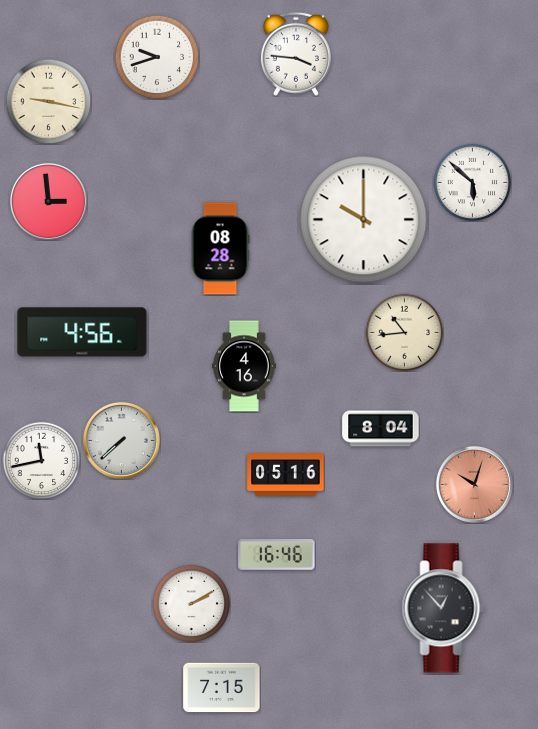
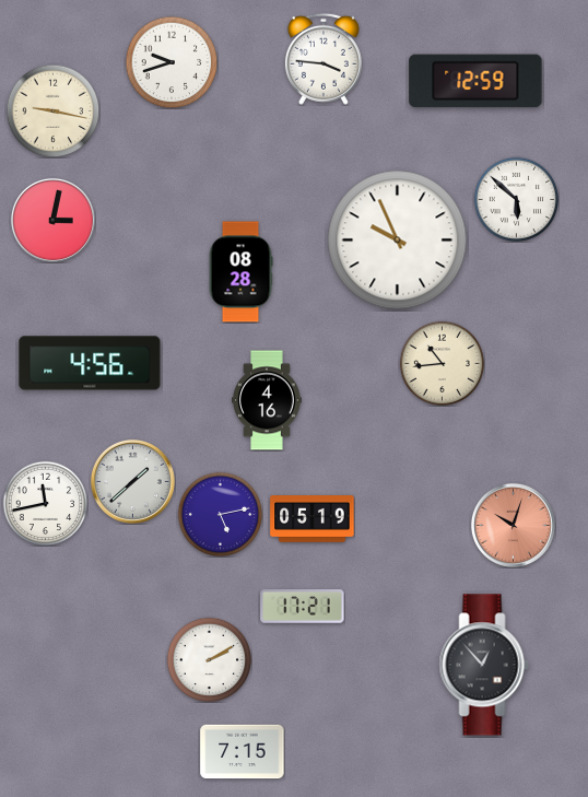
clock at (475, 81): none -> 12:59
clock at (48, 201): 2:59 -> 3:02
clock at (364, 220): 10:00 -> 9:56
clock at (381, 429): 8:04 -> none
clock at (121, 440): 7:38 -> 1:38
clock at (220, 514): none -> 5:13
clock at (286, 475): 05:16 -> 05:19
clock at (474, 484) position: (474, 484) -> (513, 525)
clock at (277, 555): 16:46 -> 17:21
